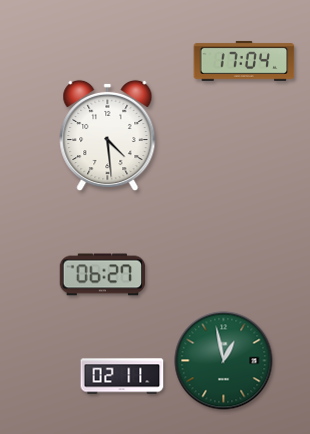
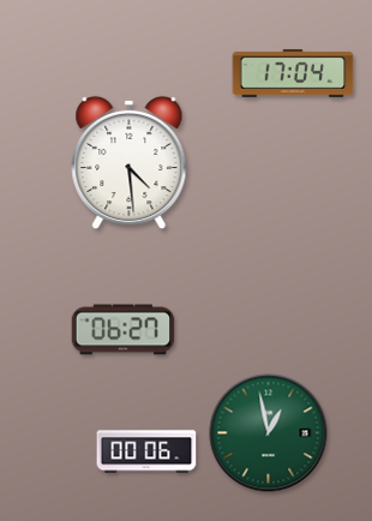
clock at (122, 376): 02:11 -> 00:06
